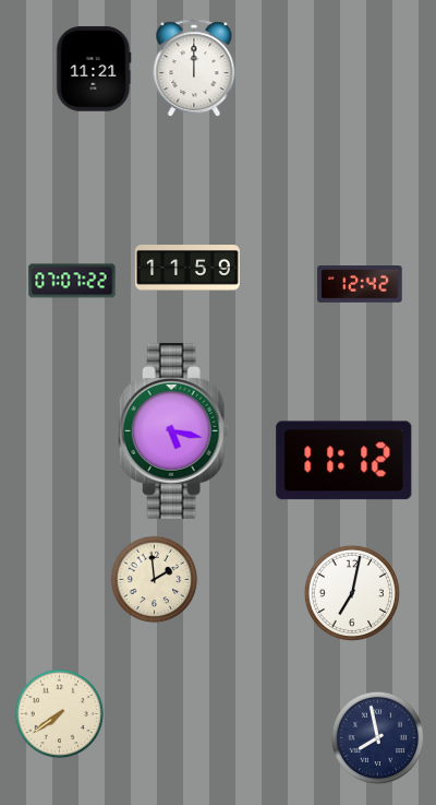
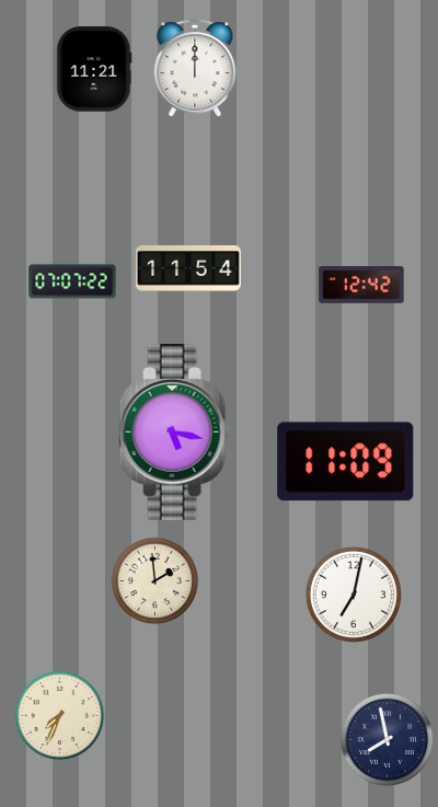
clock at (187, 268): 11:59 -> 11:54
clock at (344, 461): 11:12 -> 11:09
clock at (60, 714): 7:39 -> 7:34
clock at (378, 738) position: (378, 738) -> (388, 740)
